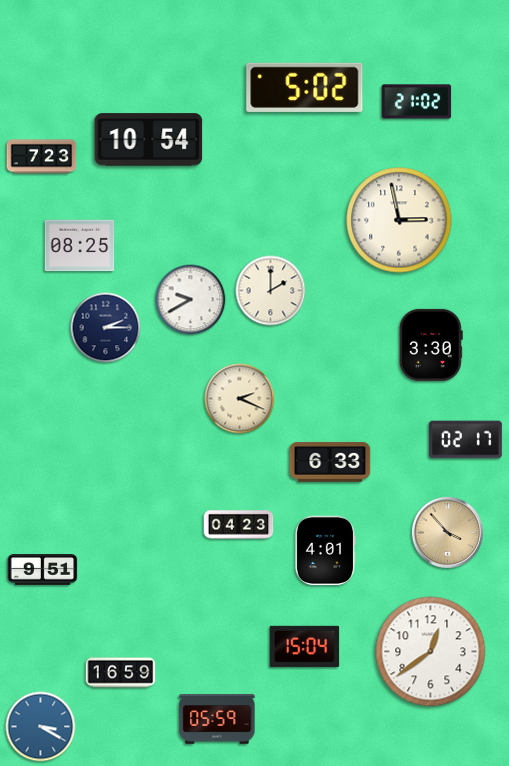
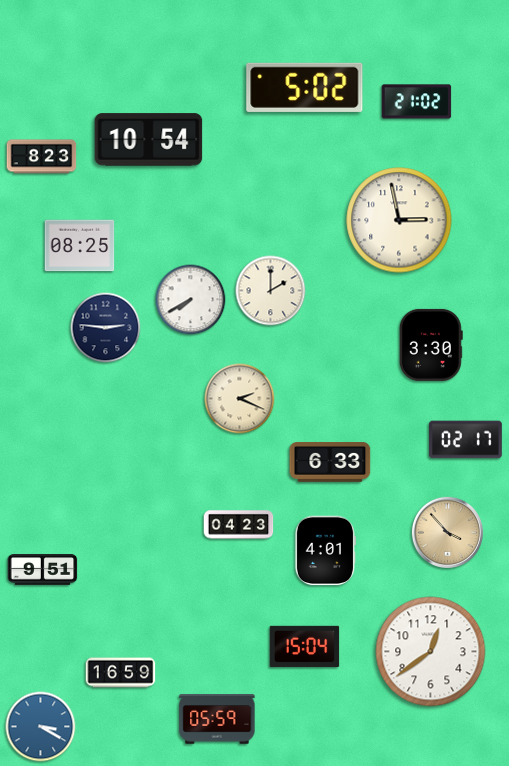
clock at (42, 157): 7:23 -> 8:23
clock at (191, 300): 9:40 -> 7:40
clock at (106, 328): 2:15 -> 2:46
